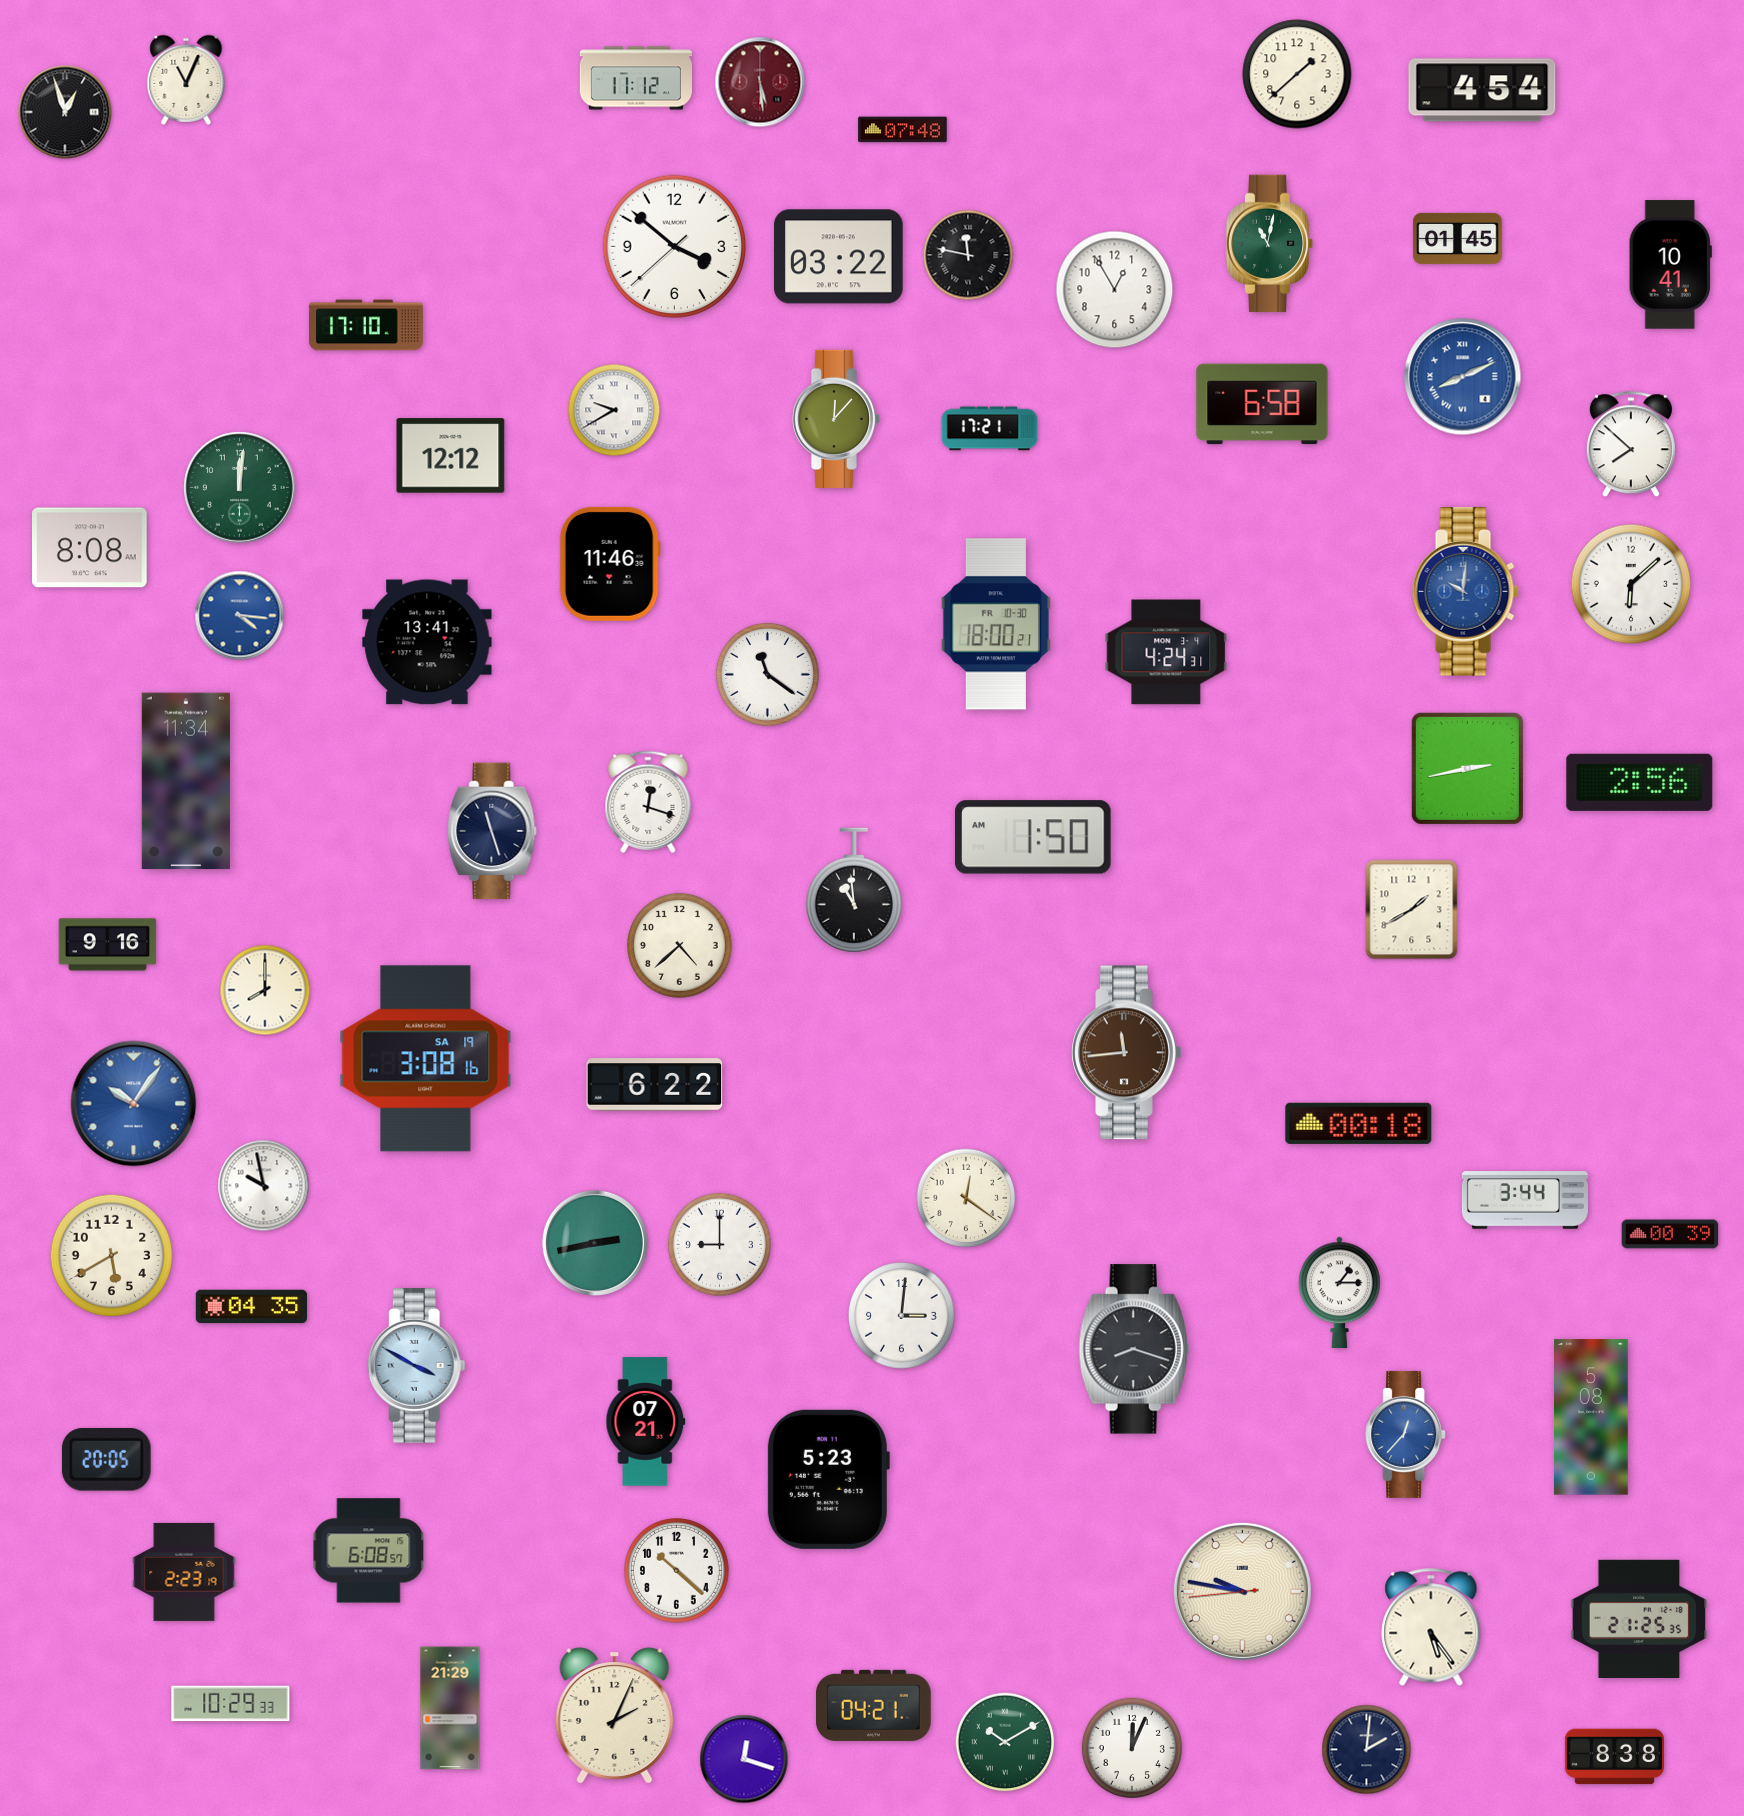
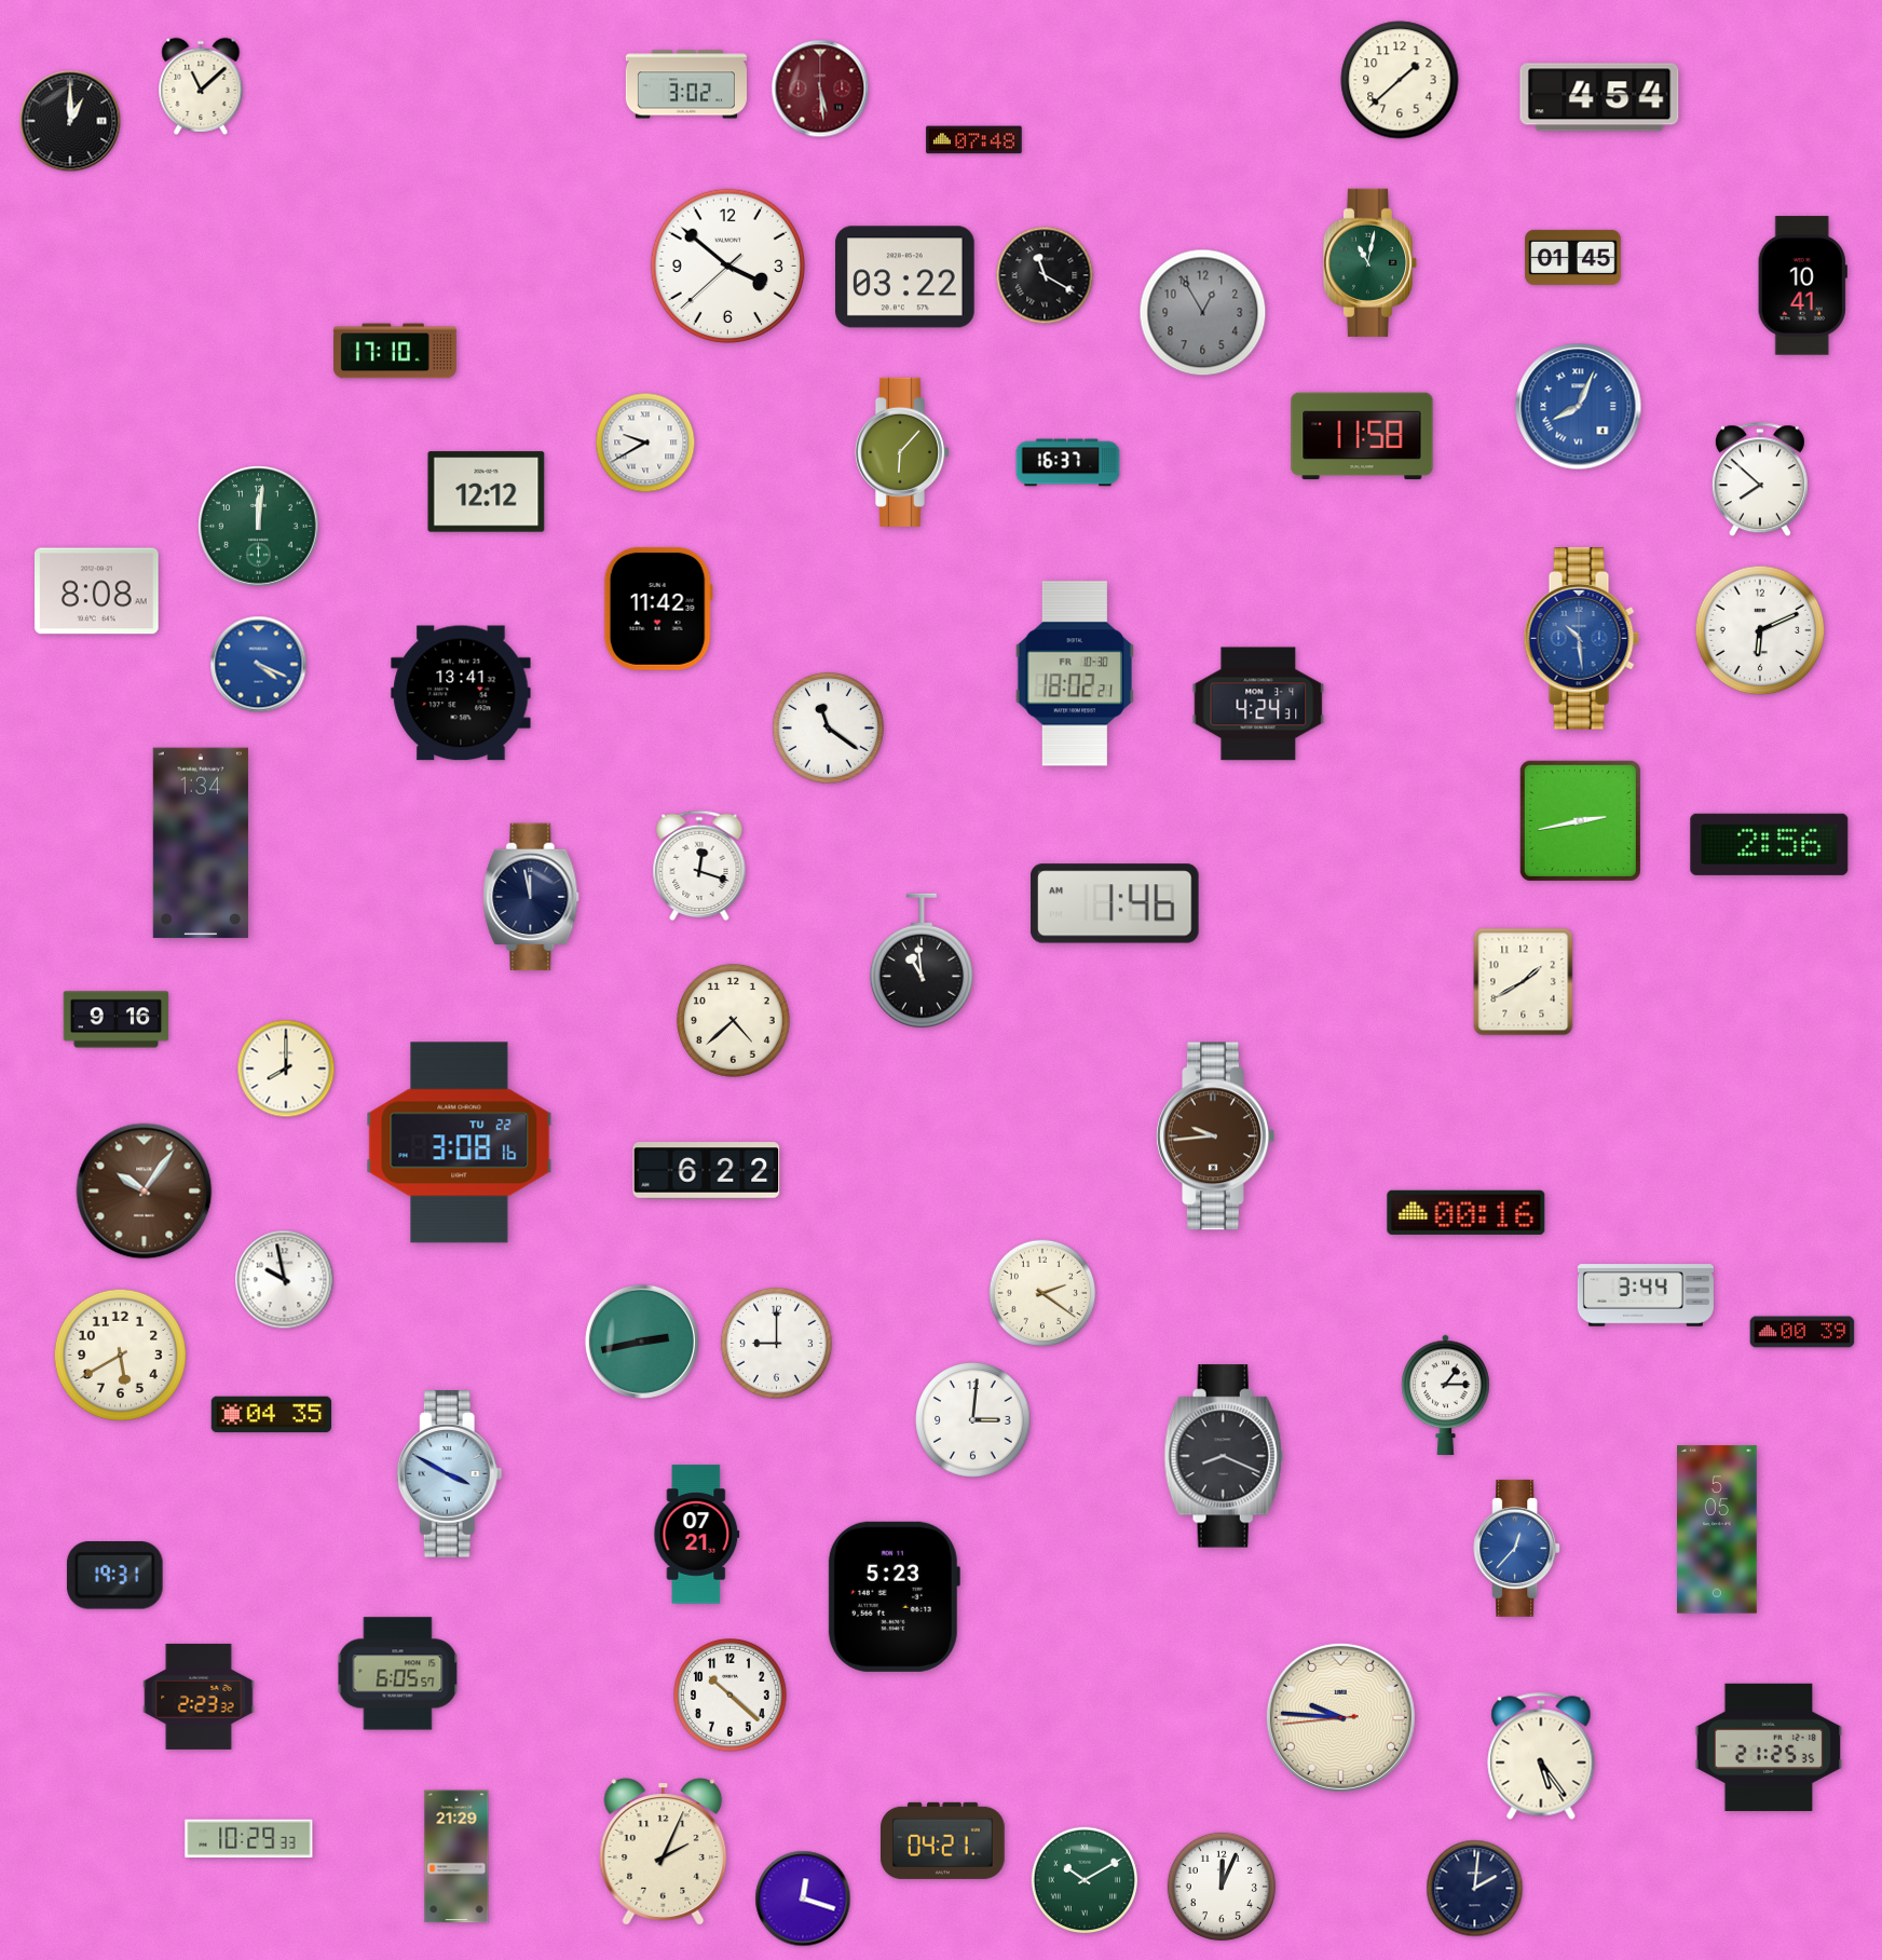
clock at (636, 78): 11:12 -> 3:02
clock at (186, 80): 11:04 -> 11:08
clock at (65, 112): 12:57 -> 1:00
clock at (968, 255): 11:47 -> 11:20
clock at (1115, 290) dial: white -> grey
clock at (1463, 377): 8:11 -> 8:04
clock at (1262, 404): 6:58 -> 11:58
clock at (614, 410) position: (614, 410) -> (645, 443)
clock at (836, 419): 12:07 -> 6:07
clock at (990, 429): 17:21 -> 16:37
clock at (610, 564): 11:46 -> 11:42
clock at (1631, 584): 6:08 -> 6:11
clock at (1465, 592): 10:01 -> 10:29
clock at (240, 616): 4:16 -> 4:19
clock at (996, 624): 18:00 -> 18:02
clock at (1467, 768) position: (1467, 768) -> (1580, 820)
clock at (186, 781): 11:34 -> 1:34
clock at (492, 831): 11:27 -> 11:58
clock at (1033, 837): 1:50 -> 1:46
clock at (1127, 1053): 11:44 -> 9:44
clock at (426, 1059) date: SA 19 -> TU 22
clock at (134, 1104) dial: blue -> brown
clock at (1359, 1123): 00:18 -> 00:16
clock at (966, 1198): 12:21 -> 2:21
clock at (252, 1307) position: (252, 1307) -> (272, 1415)
clock at (1134, 1349): 8:18 -> 8:19
clock at (1591, 1417): 5:08 -> 5:05
clock at (106, 1460): 20:05 -> 19:31
clock at (369, 1551): 6:08 -> 6:05
clock at (184, 1572): 2:23:19 -> 2:23:32
clock at (1242, 1591): 9:46 -> 9:45
clock at (1431, 1627) position: (1431, 1627) -> (1541, 1756)
clock at (450, 1708) position: (450, 1708) -> (456, 1856)
clock at (1614, 1757): 8:38 -> none
